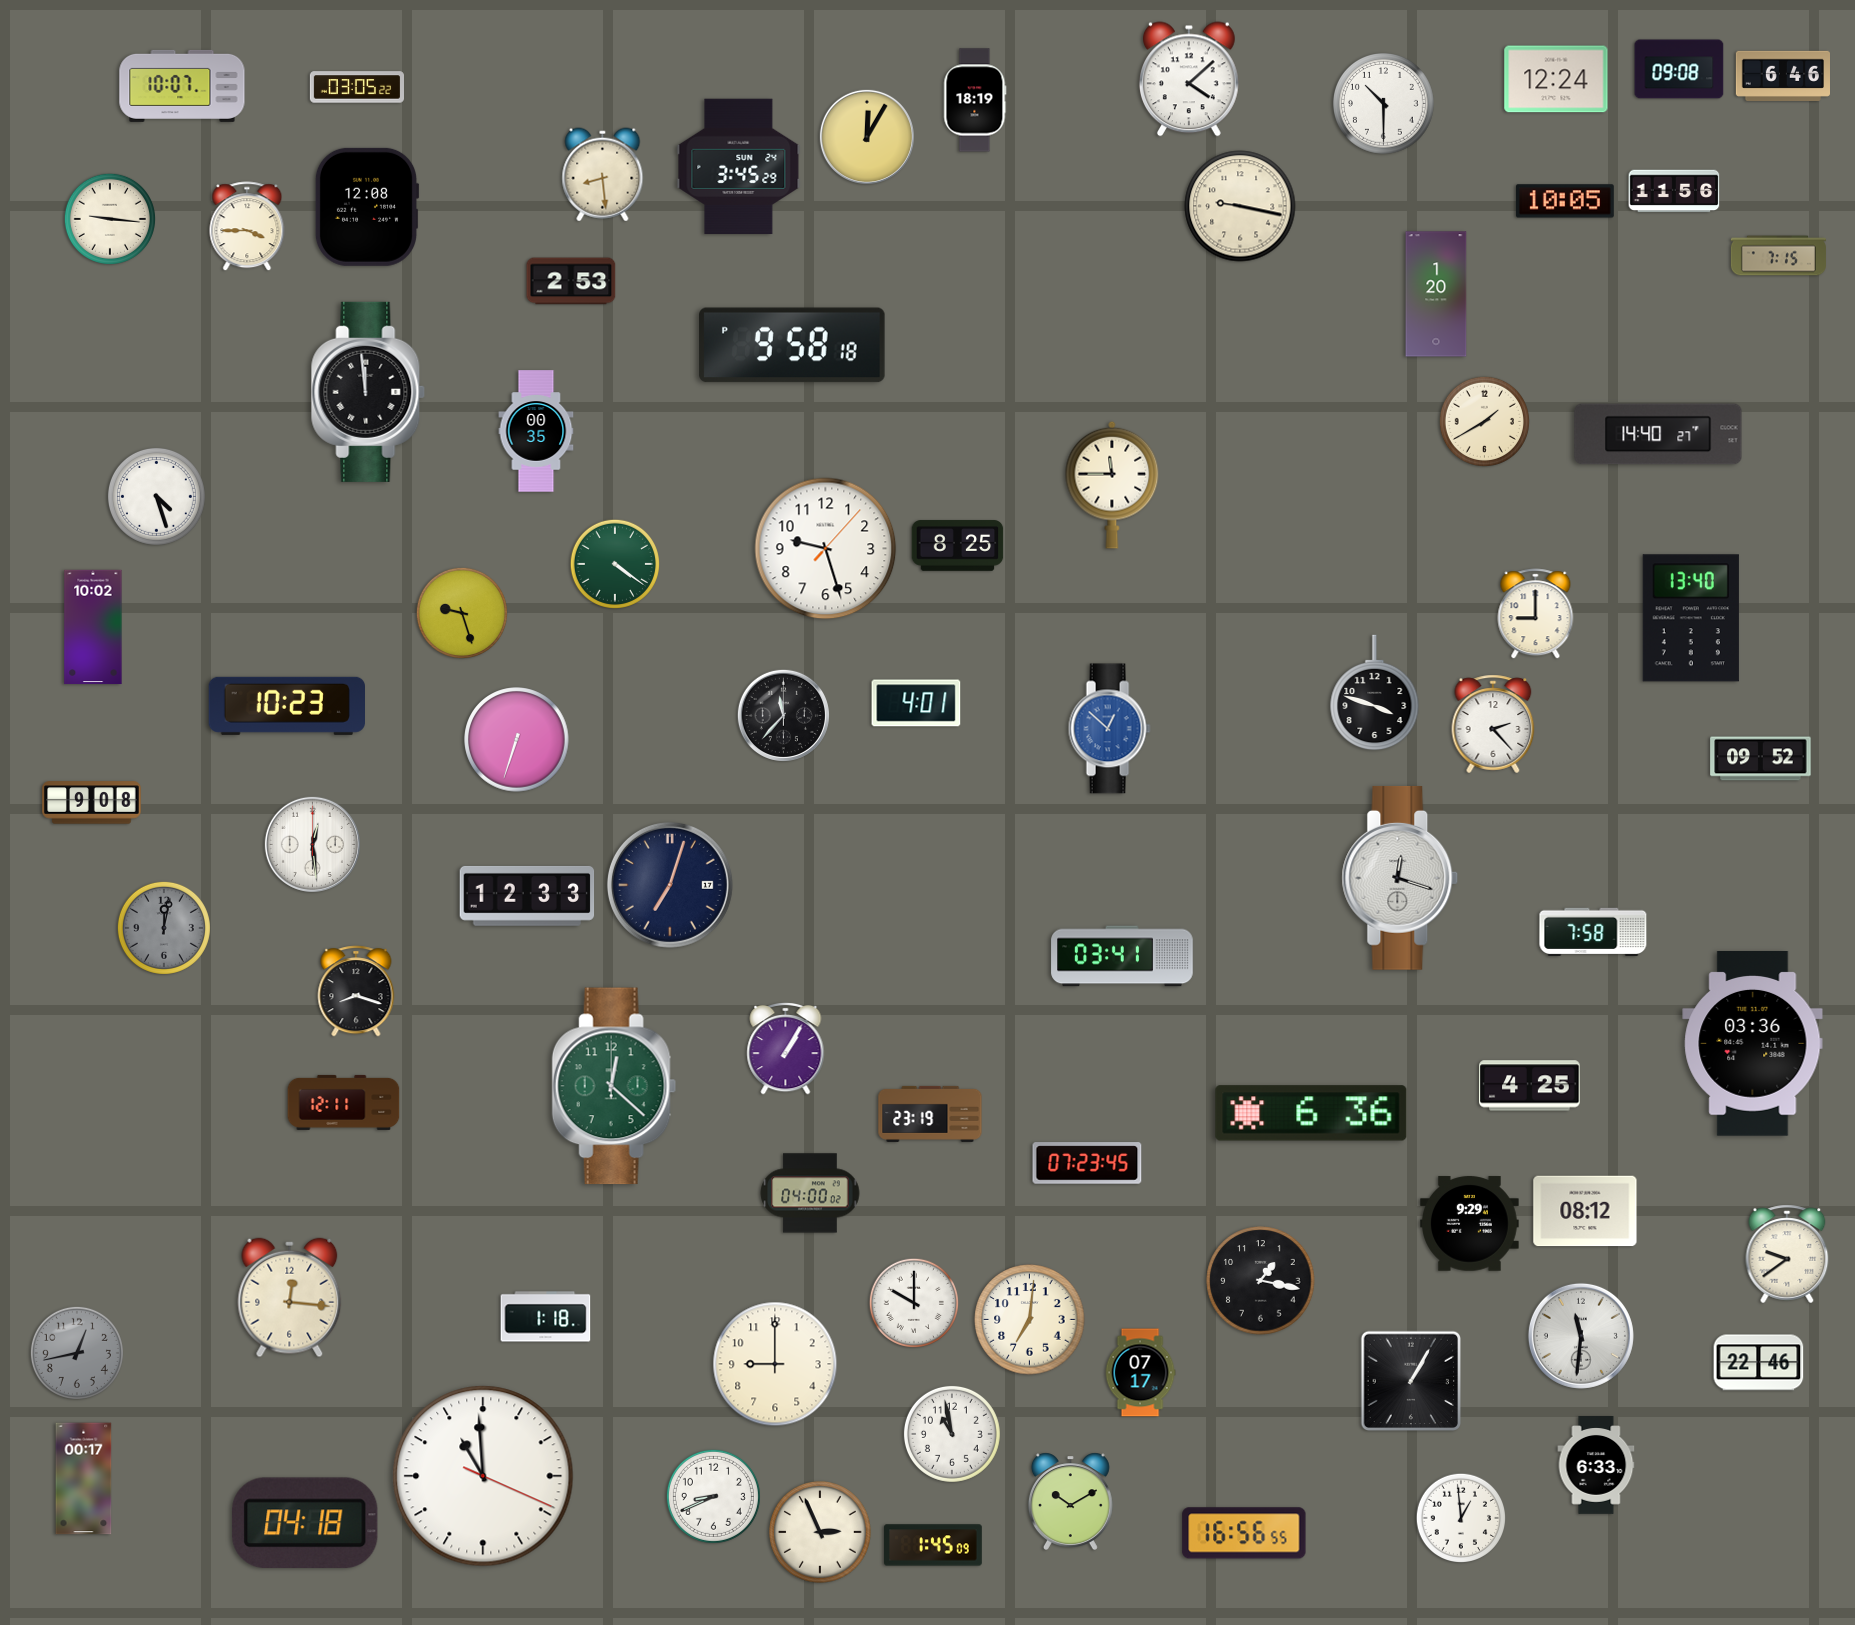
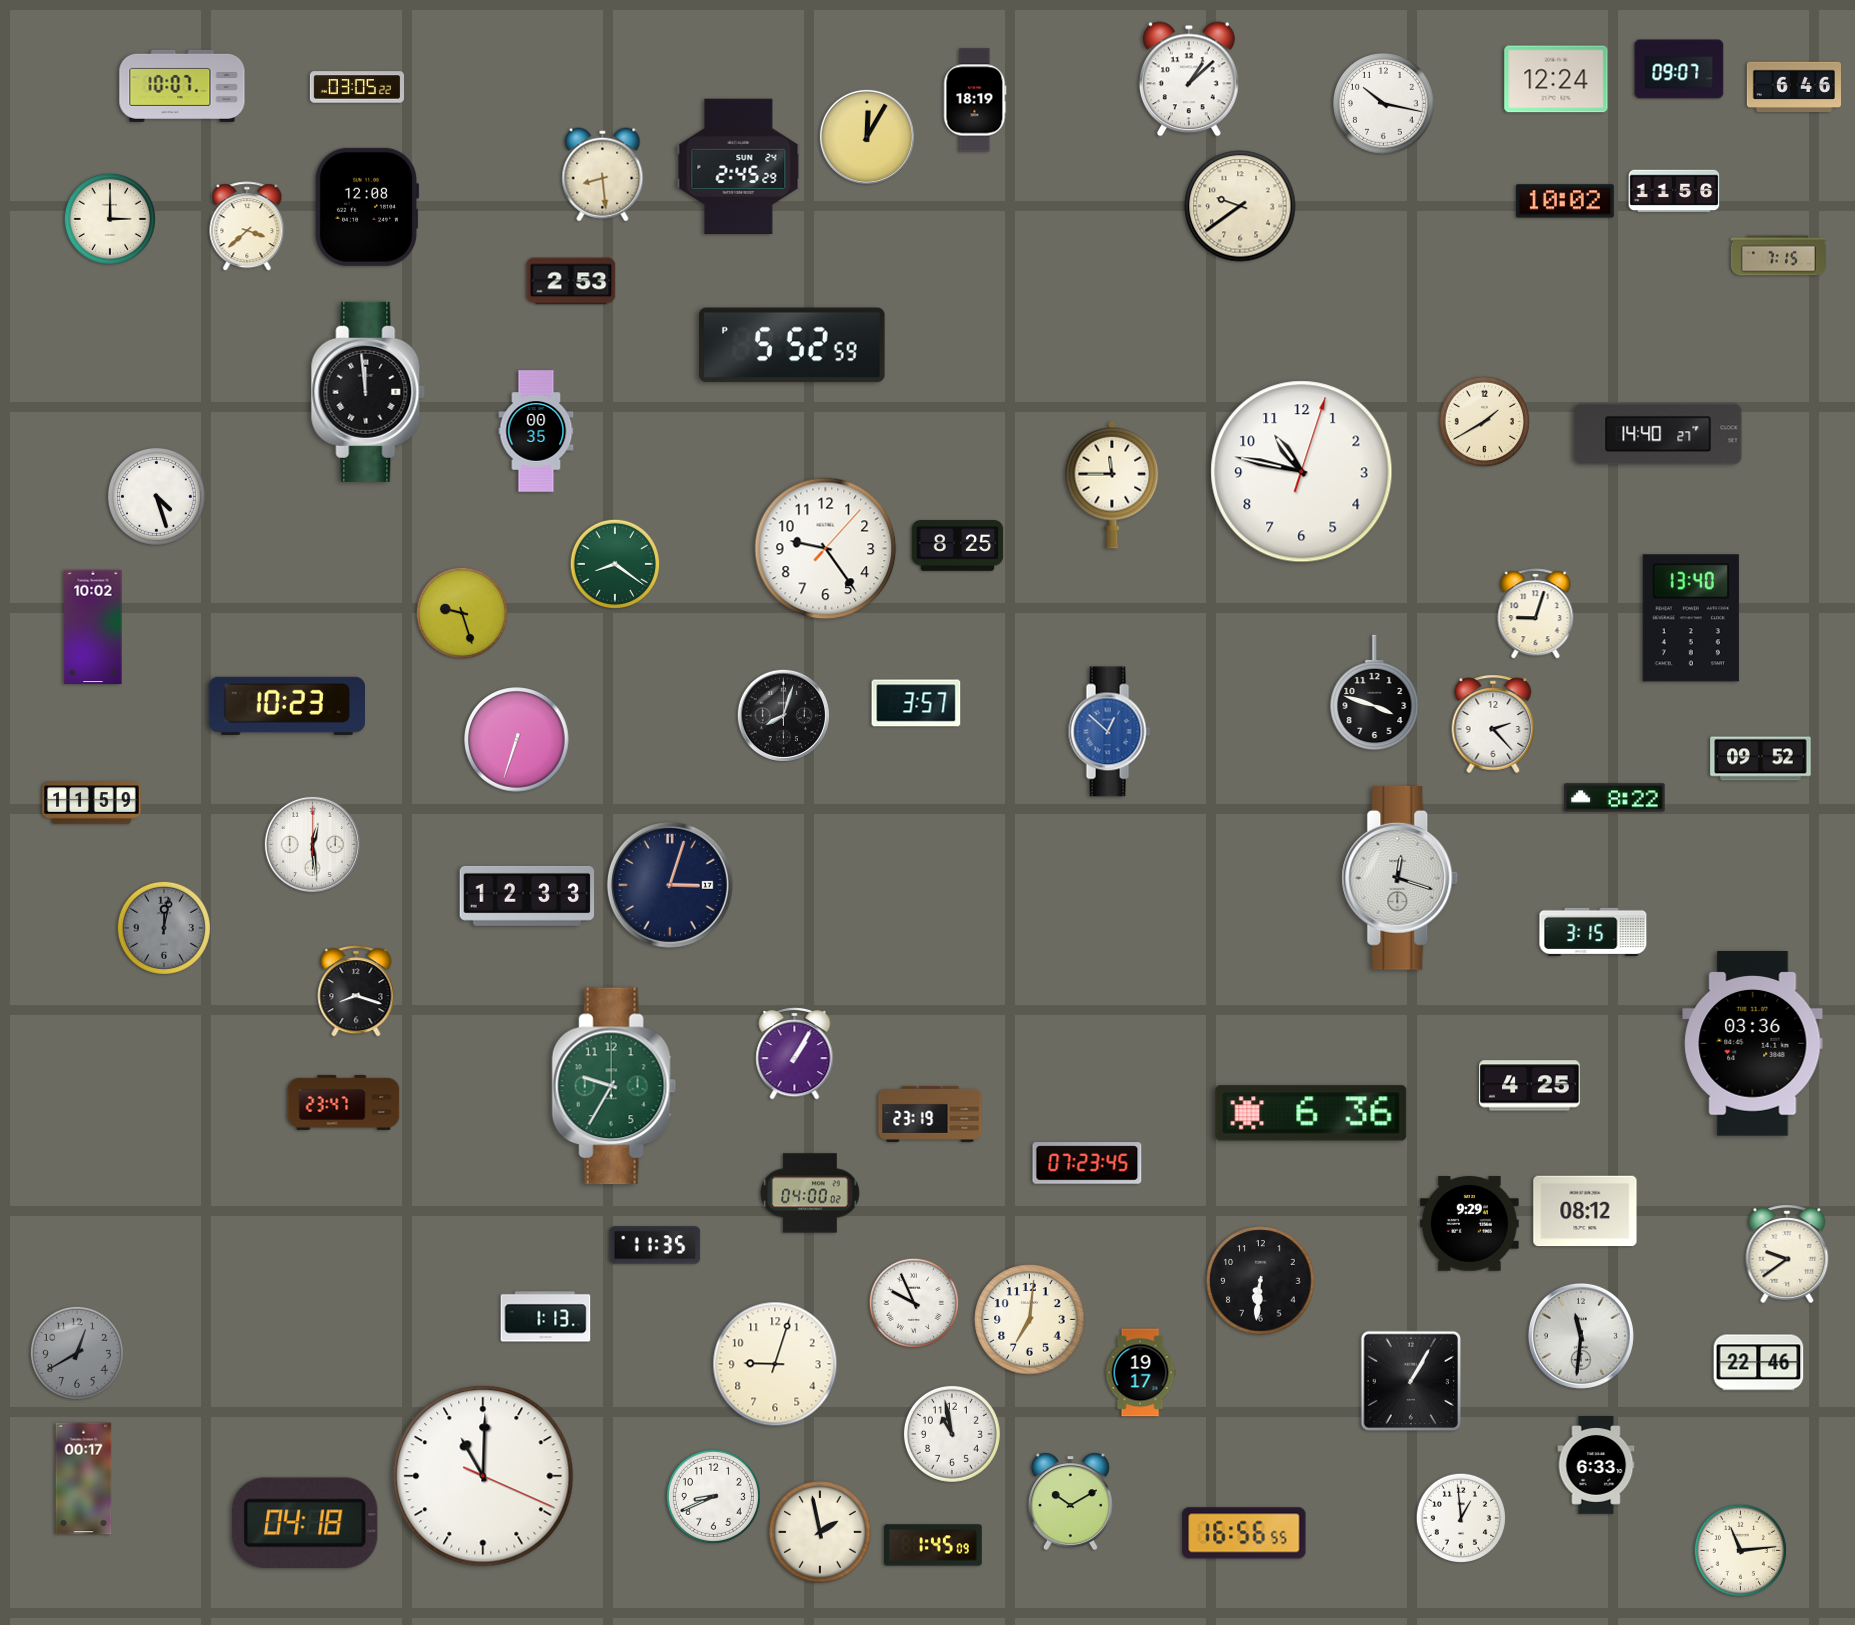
clock at (1679, 69): 09:08 -> 09:07
clock at (1782, 75) position: (1782, 75) -> (1793, 86)
clock at (1189, 79): 4:08 -> 1:08
clock at (1384, 104): 10:30 -> 10:17
clock at (739, 167): 3:45 -> 2:45
clock at (1565, 201): 10:05 -> 10:02
clock at (1240, 206): 9:17 -> 9:39
clock at (110, 219): 9:16 -> 3:00
clock at (247, 227): 3:45 -> 3:38
clock at (1436, 294): 1:20 -> none
clock at (792, 345): 9:58 -> 5:52
clock at (1302, 472): none -> 10:47
clock at (826, 549): 9:27 -> 9:24
clock at (614, 563): 4:21 -> 8:21
clock at (1536, 614): 9:00 -> 9:03
clock at (916, 703): 4:01 -> 3:57
clock at (783, 715): 11:37 -> 8:03
clock at (1109, 729) position: (1109, 729) -> (1109, 732)
clock at (1615, 798): none -> 8:22
clock at (92, 803): 9:08 -> 11:59
clock at (670, 885): 7:03 -> 3:03
clock at (1593, 931): 7:58 -> 3:15
clock at (1122, 956): 03:41 -> none
clock at (786, 1048) position: (786, 1048) -> (795, 1053)
clock at (614, 1086): 12:22 -> 9:35
clock at (344, 1102): 12:11 -> 23:47
clock at (655, 1245): none -> 11:35
clock at (1261, 1281): 1:17 -> 6:31
clock at (290, 1298): 12:16 -> none
clock at (913, 1302): 10:00 -> 9:56
clock at (546, 1317): 1:18 -> 1:13
clock at (77, 1353): 12:43 -> 12:40
clock at (775, 1364): 9:00 -> 9:03
clock at (1140, 1373): 07:17 -> 19:17
clock at (483, 1476): 10:59 -> 11:00
clock at (821, 1533): 2:56 -> 1:58
clock at (1740, 1550): none -> 11:14
